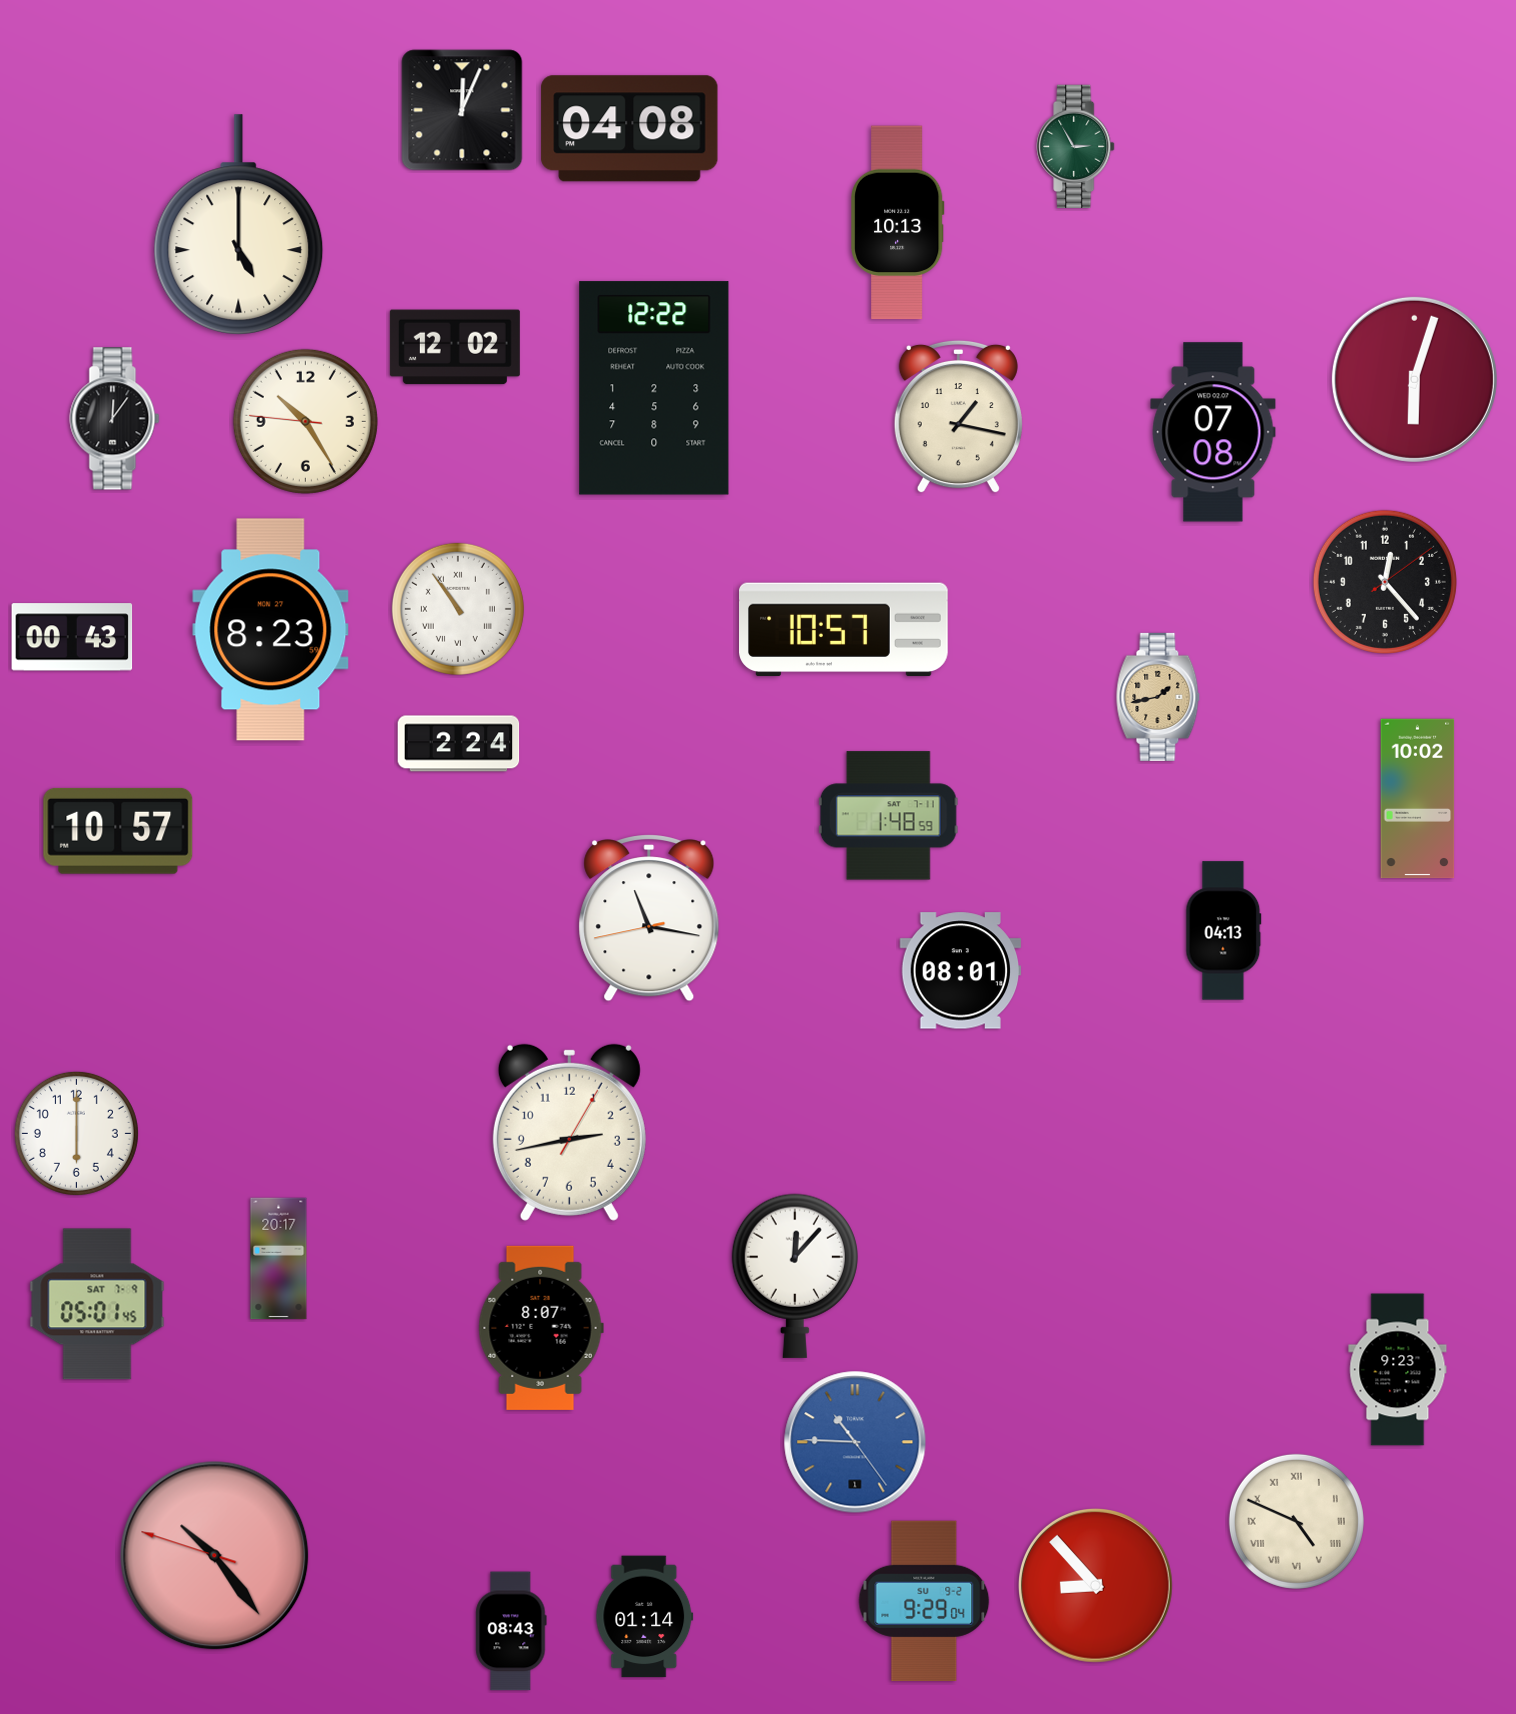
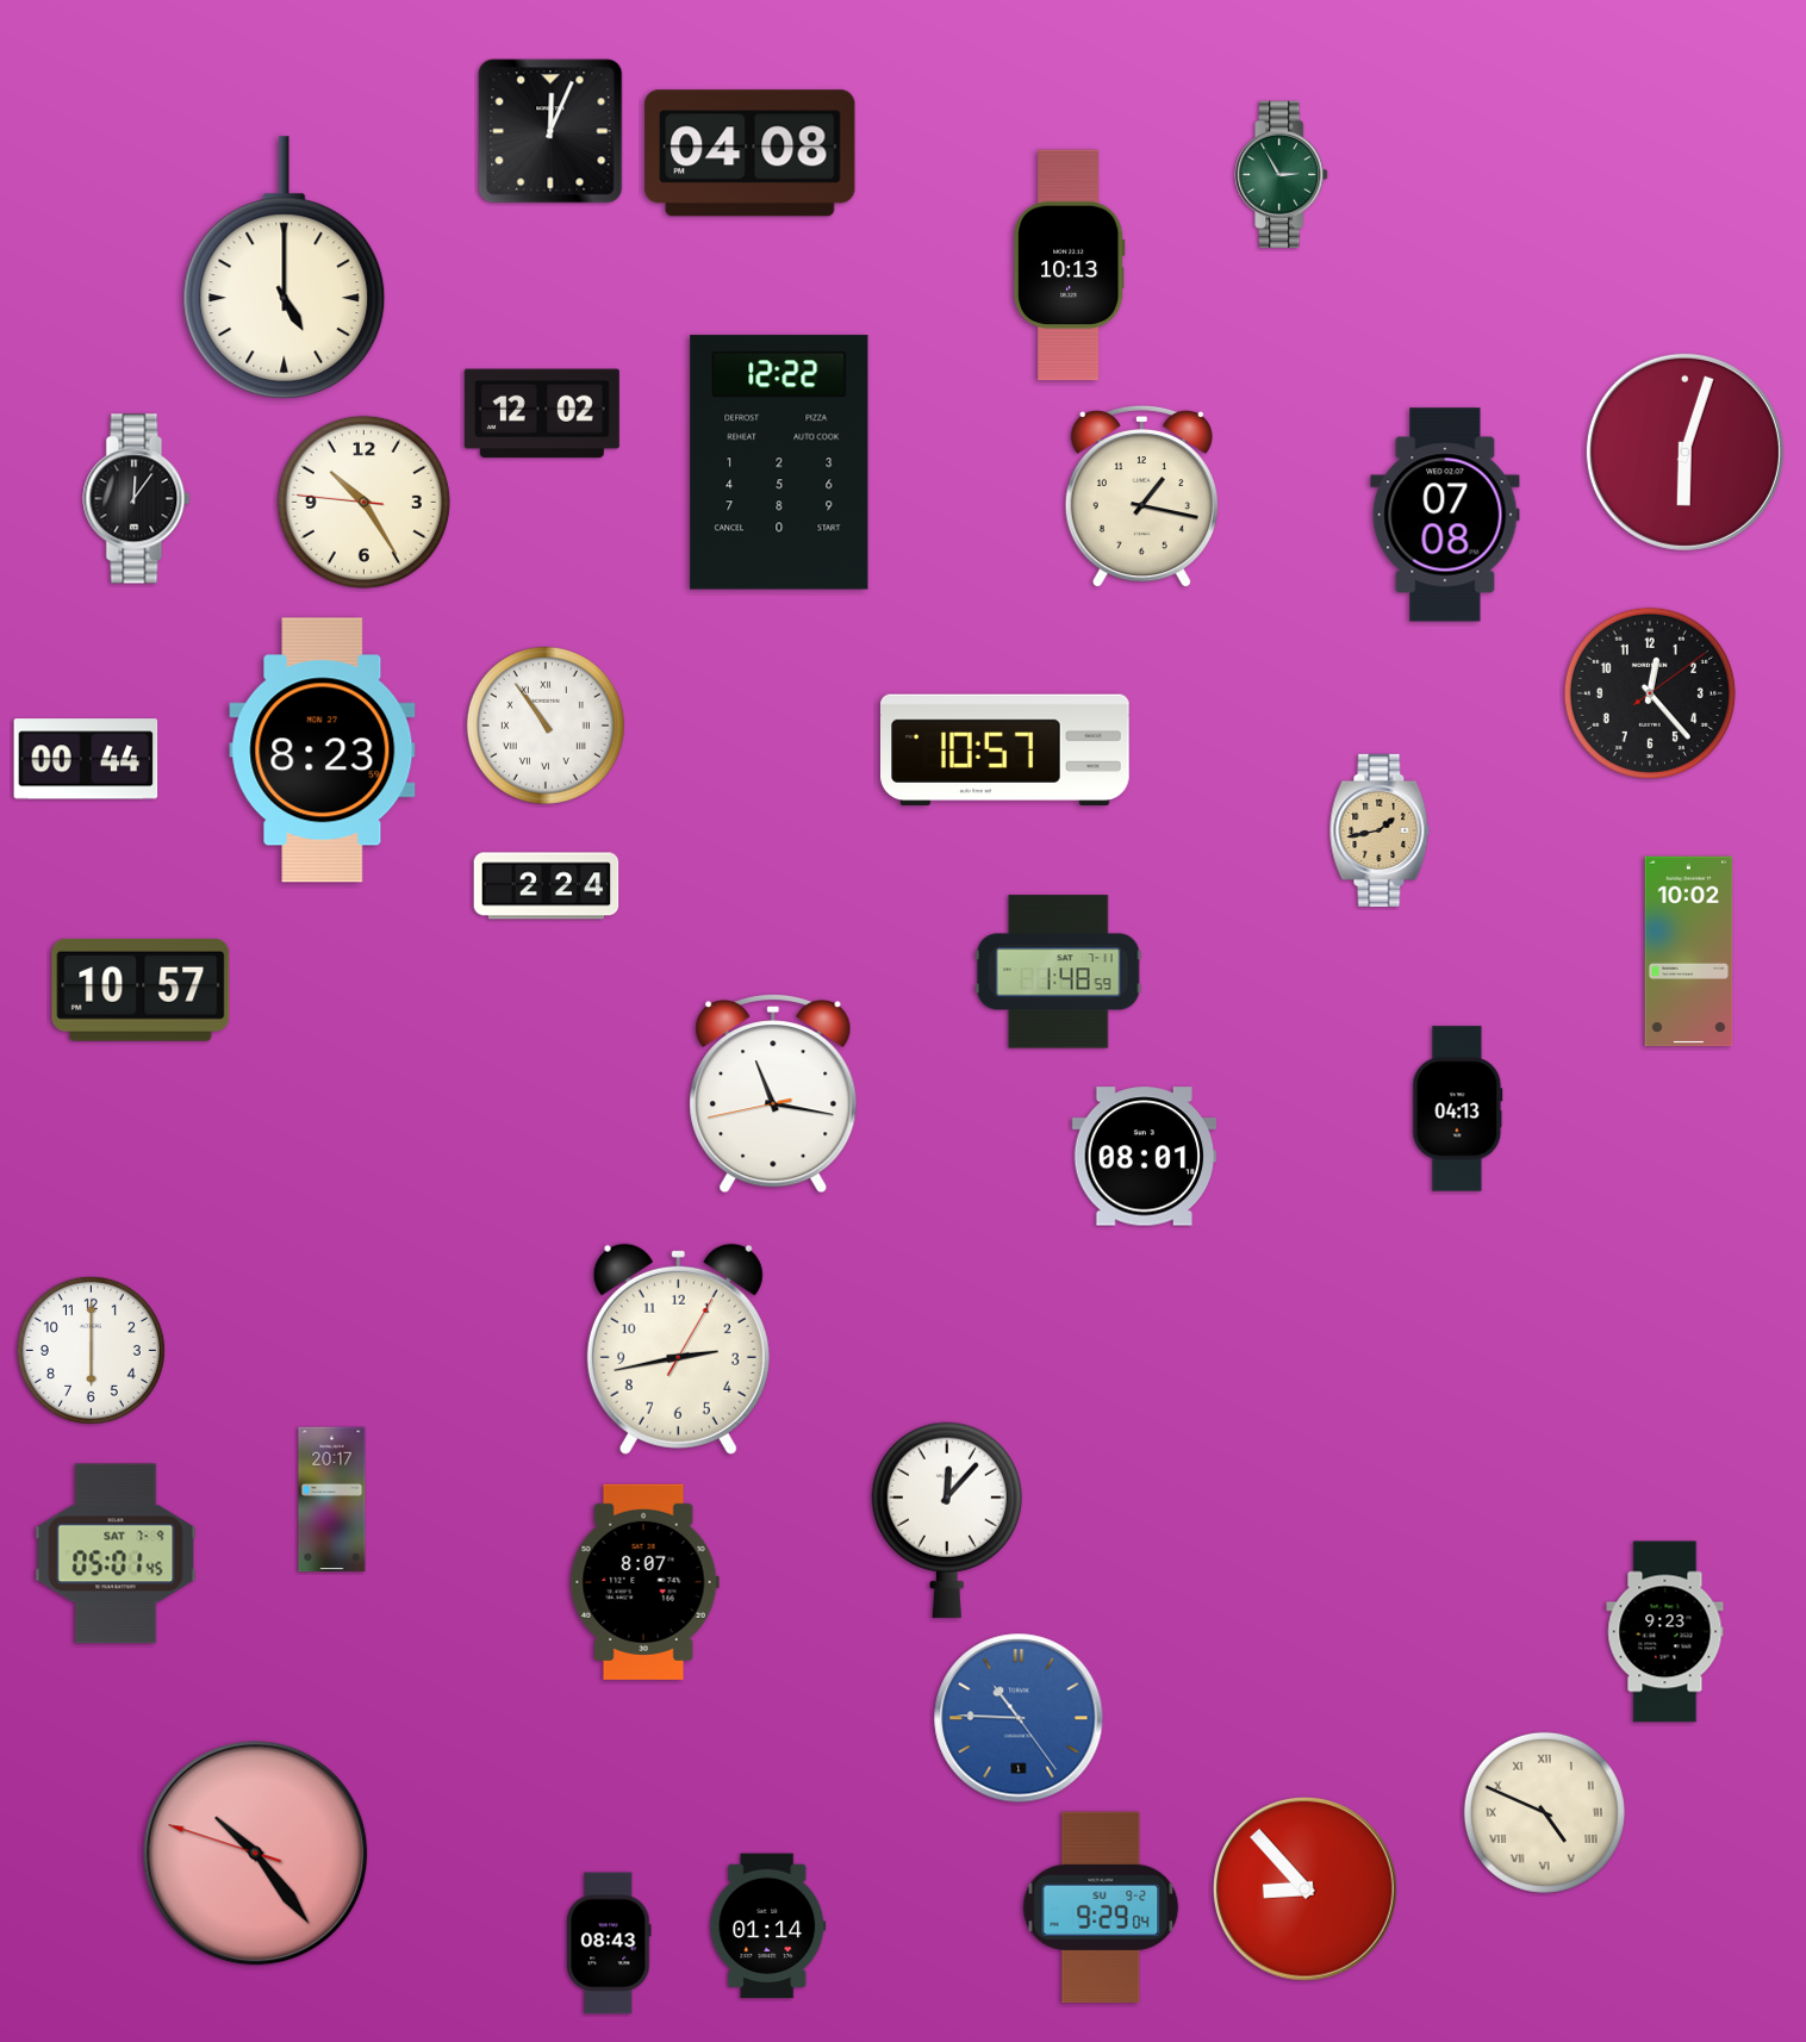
clock at (72, 637): 00:43 -> 00:44
